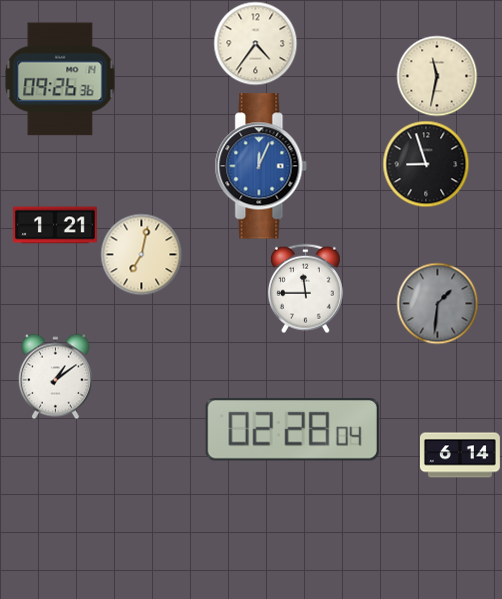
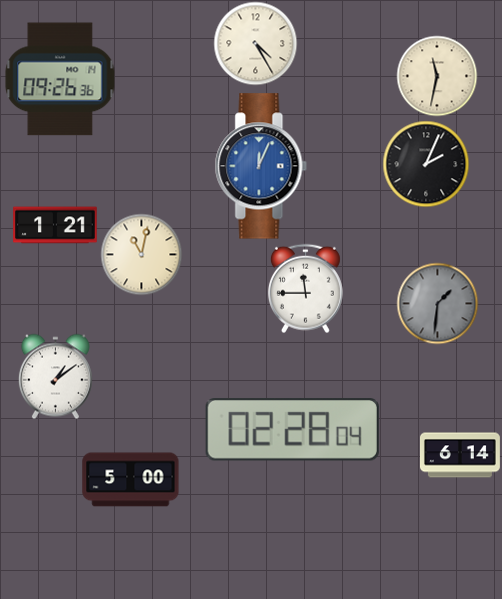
clock at (255, 43): 4:36 -> 4:25
clock at (426, 164): 8:57 -> 2:04
clock at (141, 254): 7:02 -> 11:02
clock at (131, 480): none -> 5:00
